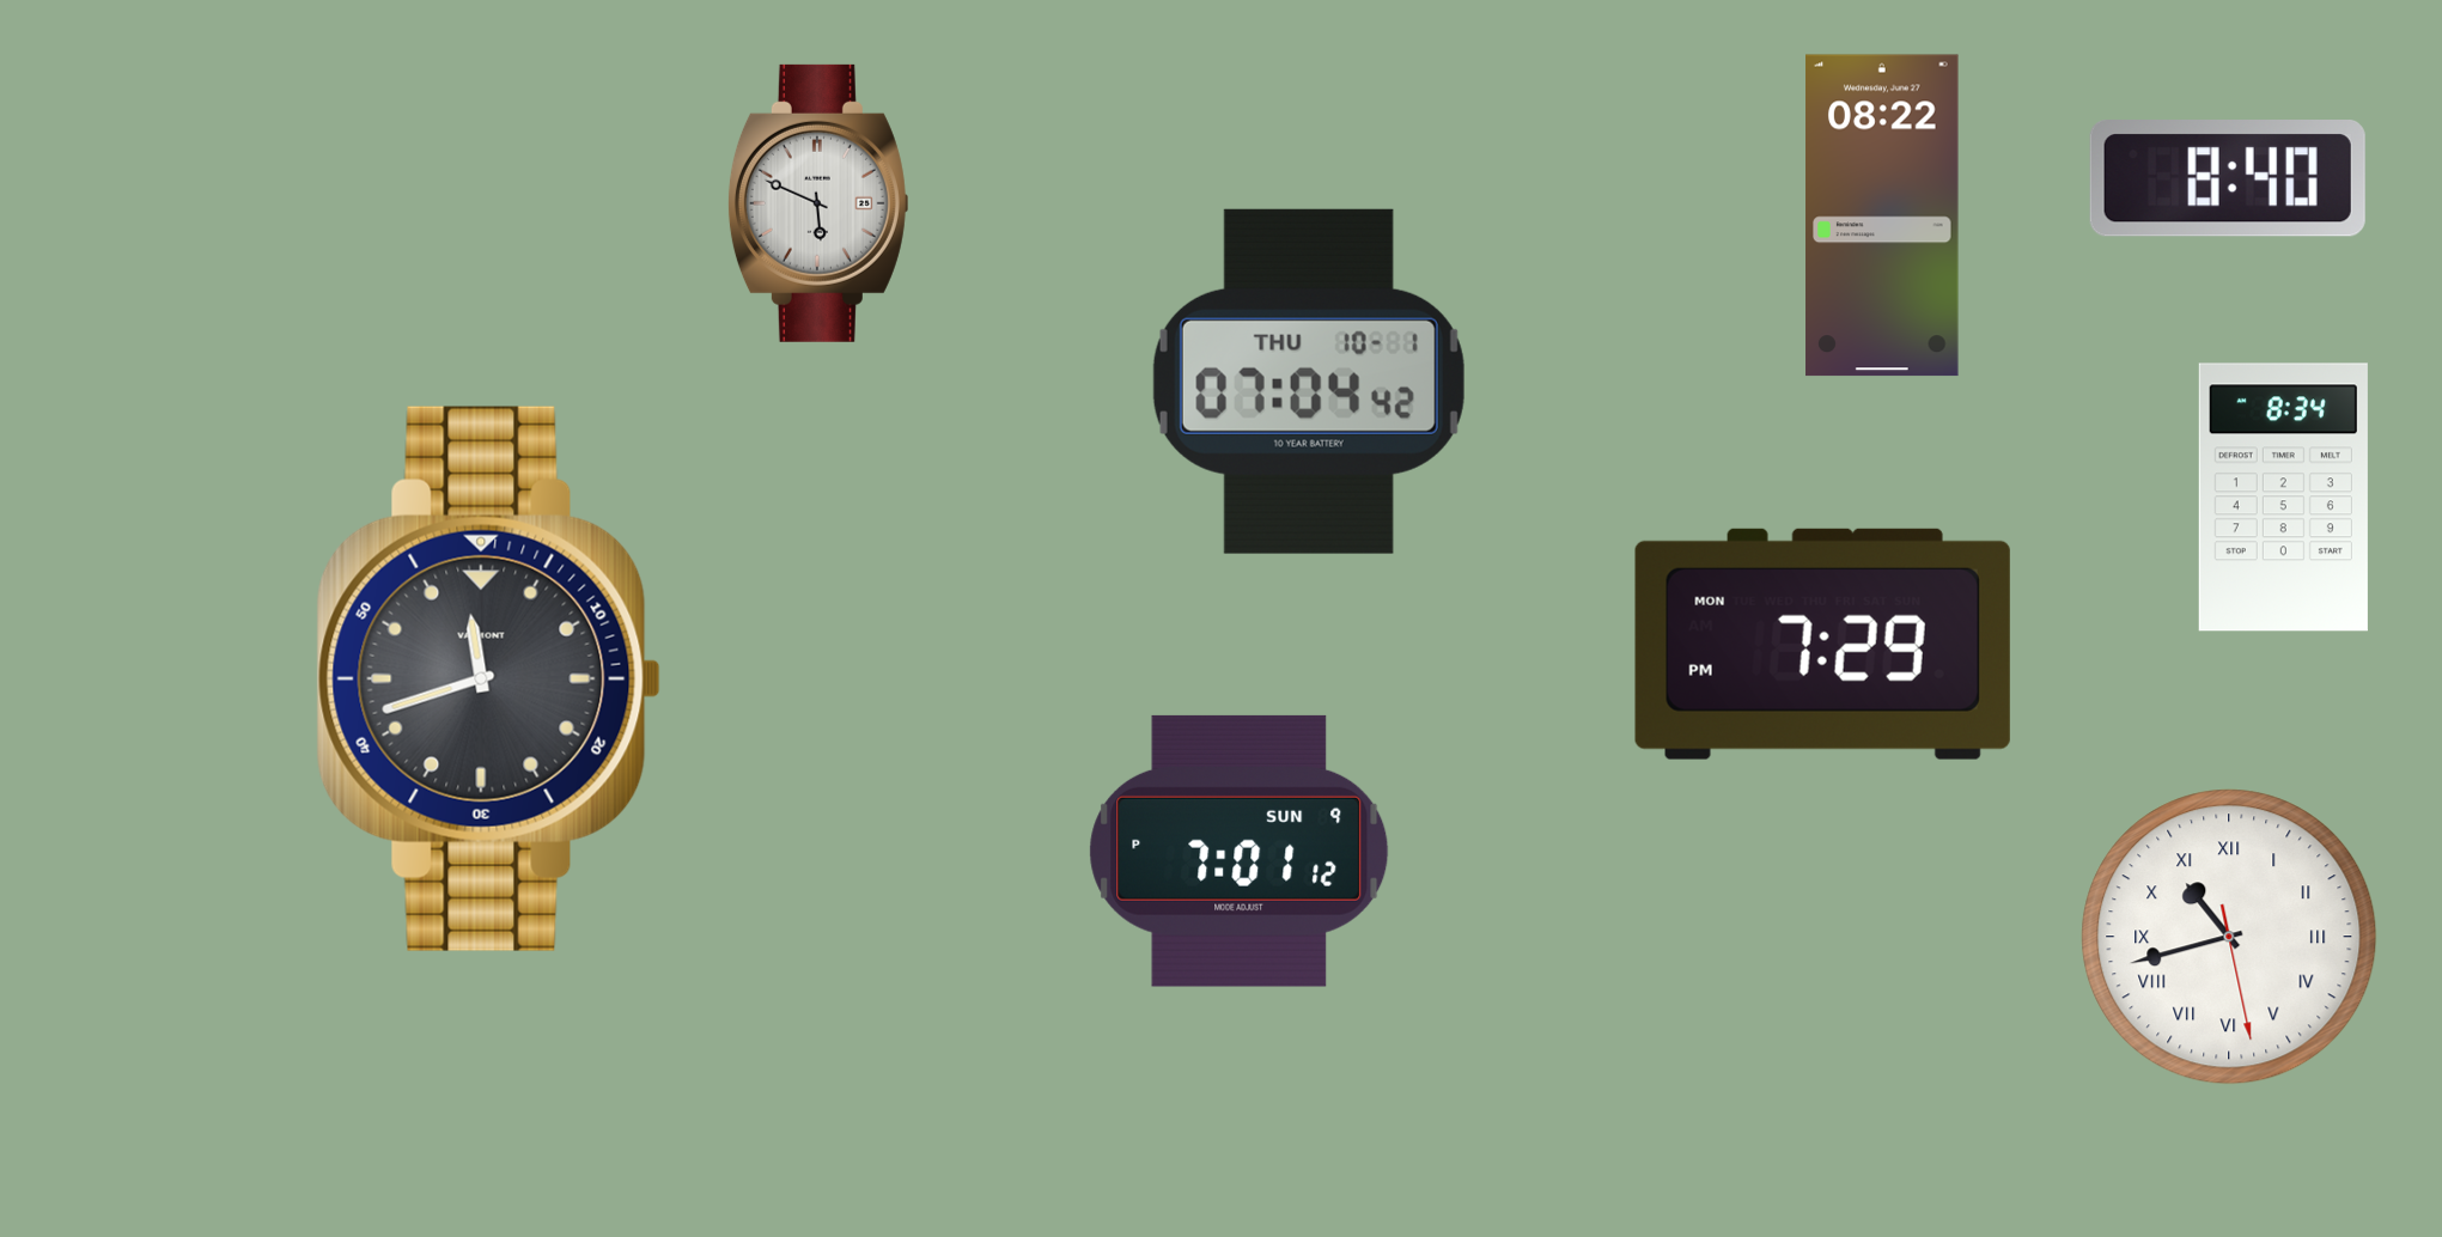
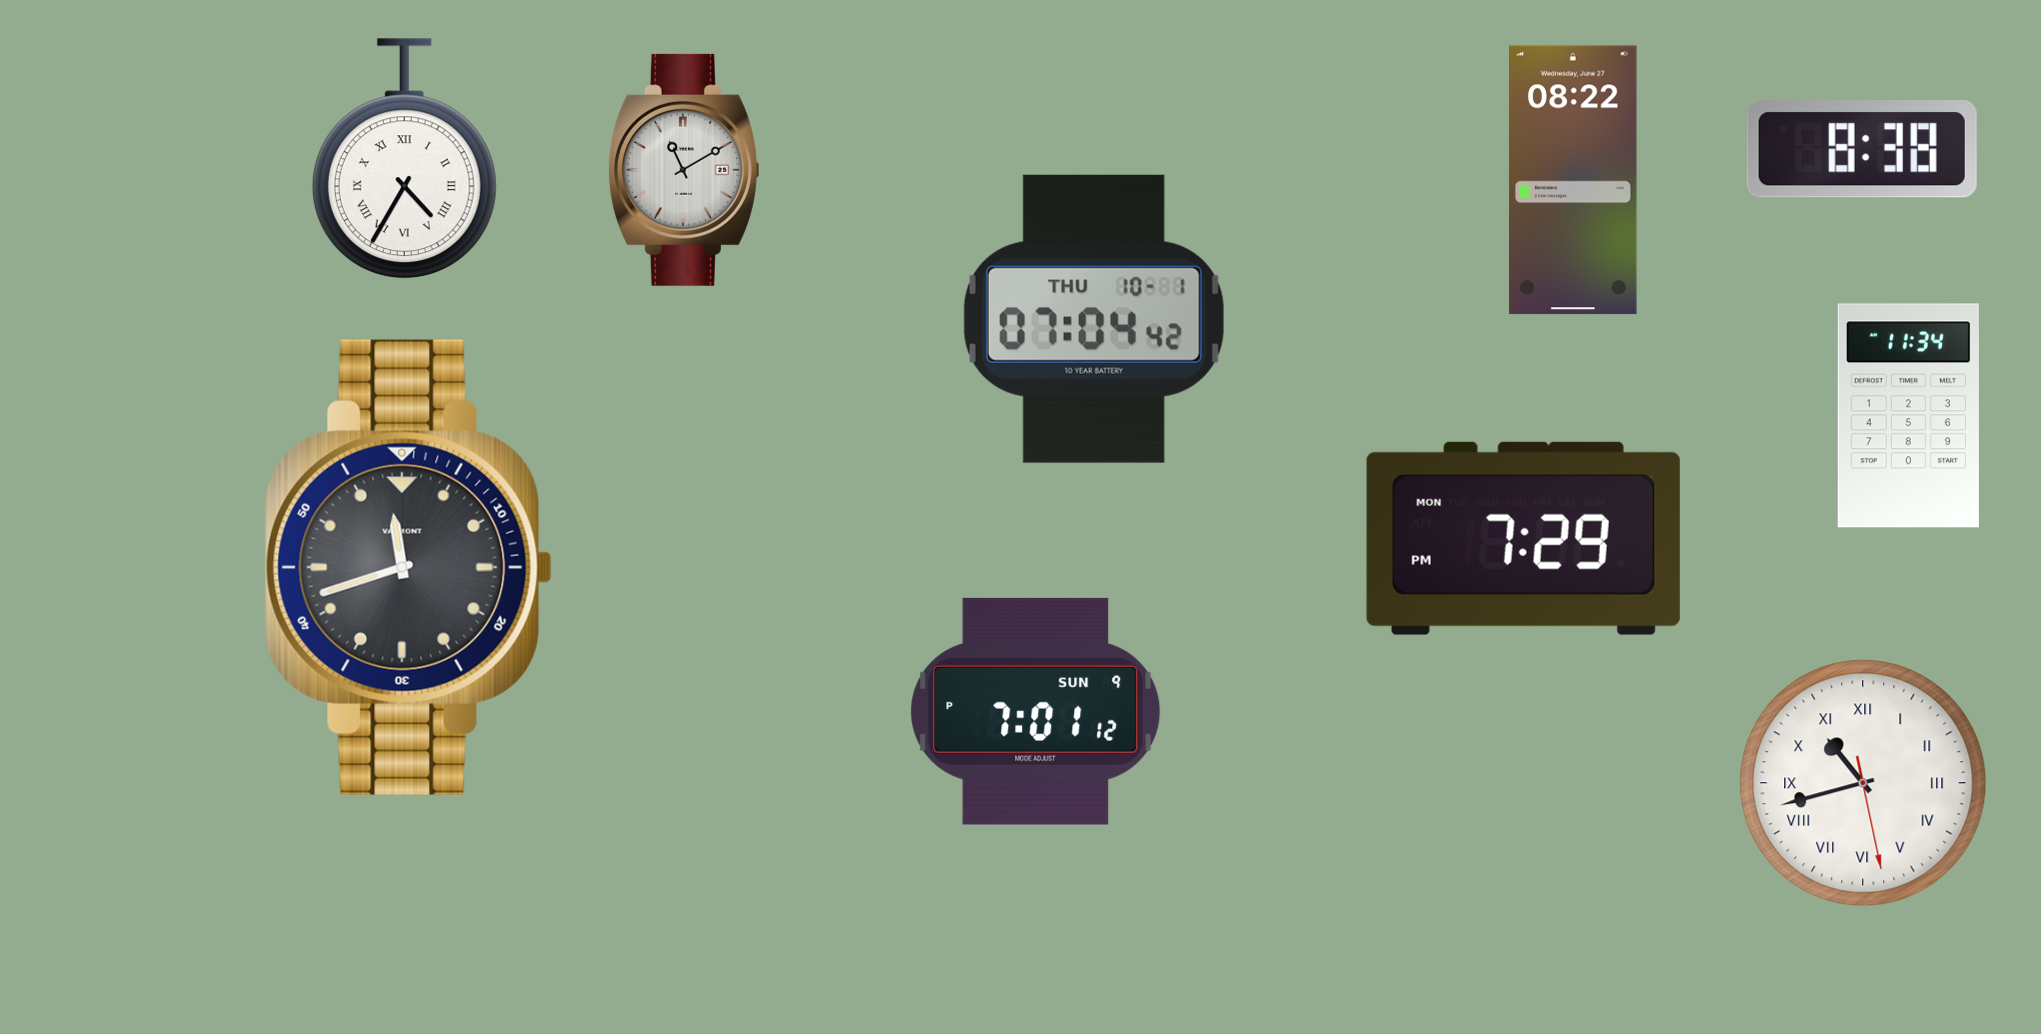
clock at (2228, 179): 8:40 -> 8:38
clock at (404, 159): none -> 4:35
clock at (818, 203): 5:49 -> 11:10
clock at (2283, 498): 8:34 -> 11:34
